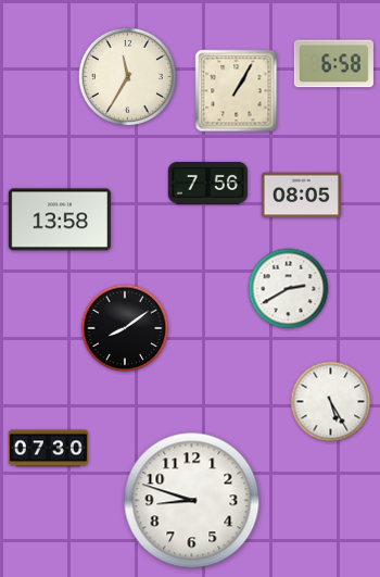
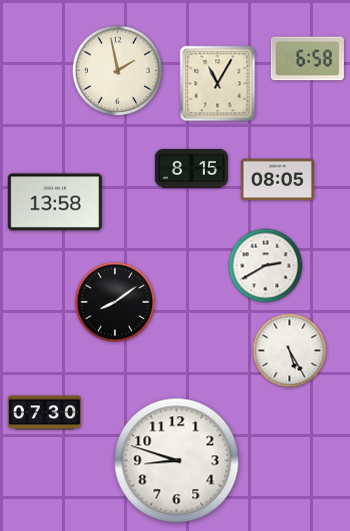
clock at (127, 76): 11:35 -> 1:58
clock at (237, 91): 1:05 -> 11:05
clock at (207, 183): 7:56 -> 8:15
clock at (331, 402) position: (331, 402) -> (290, 351)
